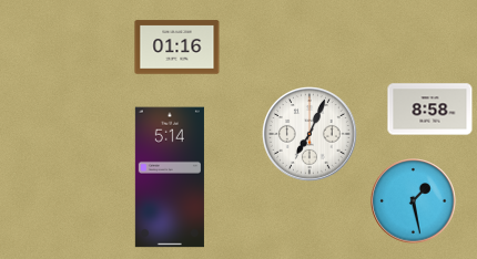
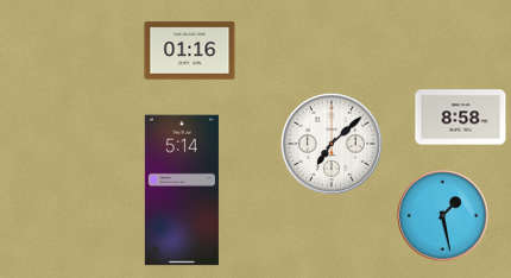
clock at (311, 135): 7:04 -> 7:08
